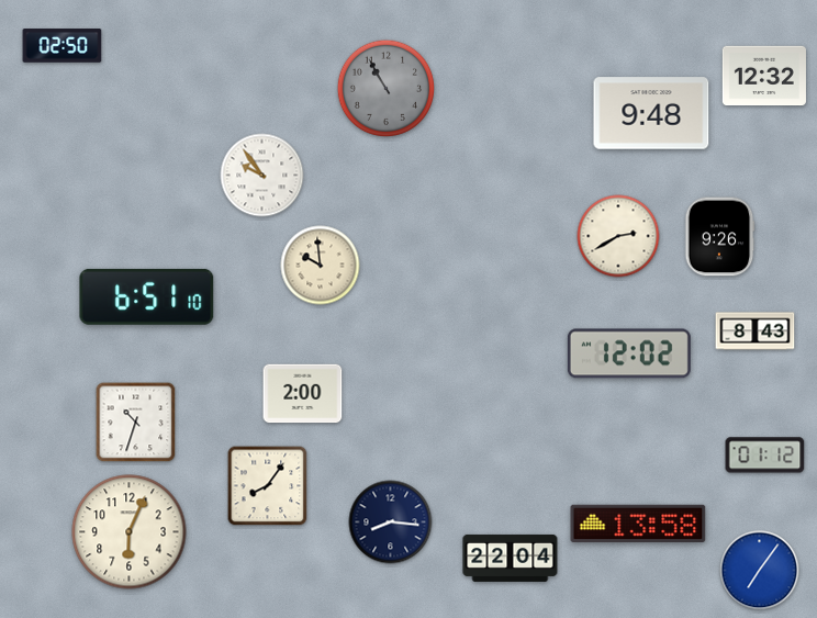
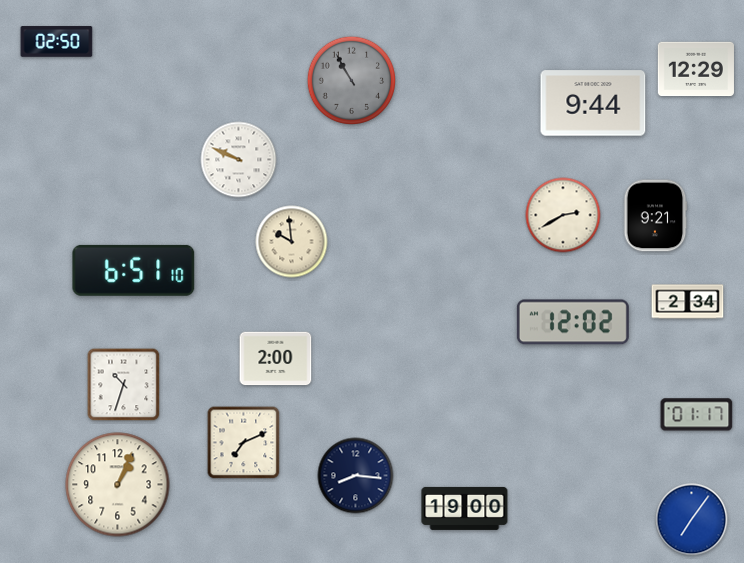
clock at (764, 76): 12:32 -> 12:29
clock at (651, 113): 9:48 -> 9:44
clock at (262, 176): 9:54 -> 9:49
clock at (719, 237): 9:26 -> 9:21
clock at (756, 332): 8:43 -> 2:34
clock at (765, 456): 01:12 -> 01:17
clock at (268, 486): 8:06 -> 7:11
clock at (638, 524): 13:58 -> none
clock at (130, 532): 6:04 -> 1:04
clock at (511, 558): 22:04 -> 19:00
